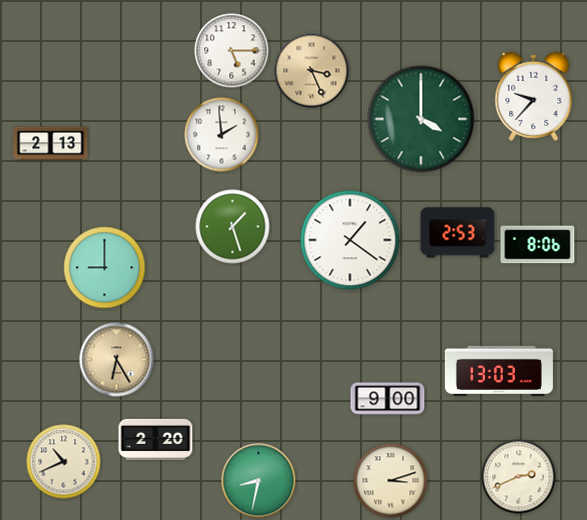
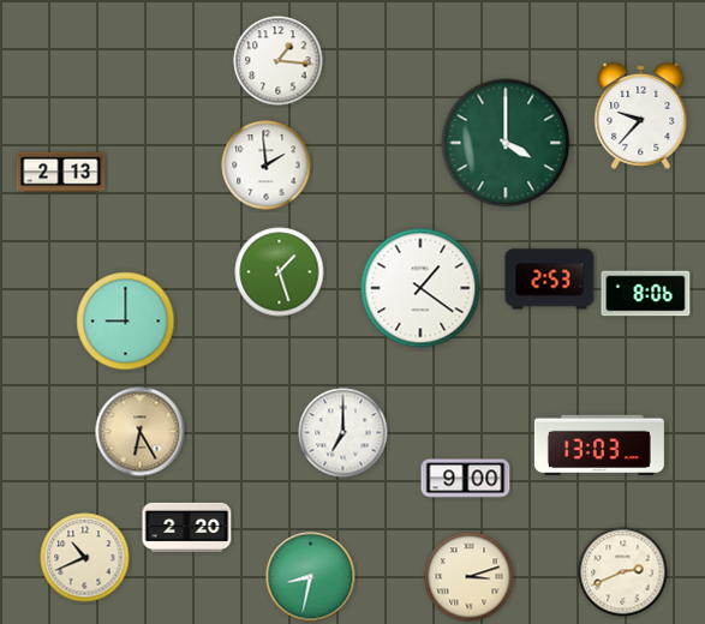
clock at (232, 51): 5:15 -> 1:16
clock at (312, 71): 3:26 -> none
clock at (222, 135) position: (222, 135) -> (267, 166)
clock at (343, 433): none -> 7:00
clock at (64, 462) position: (64, 462) -> (85, 558)
